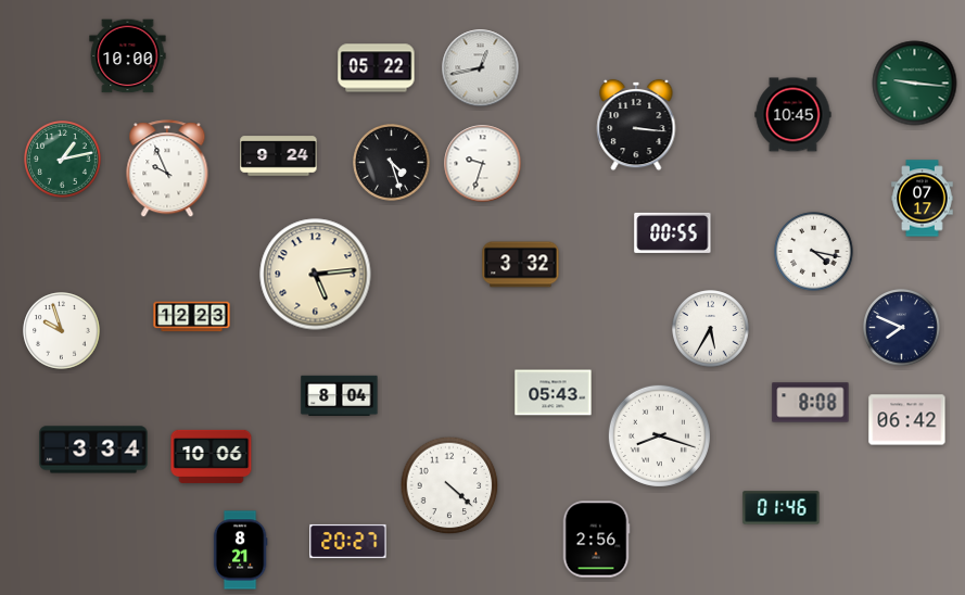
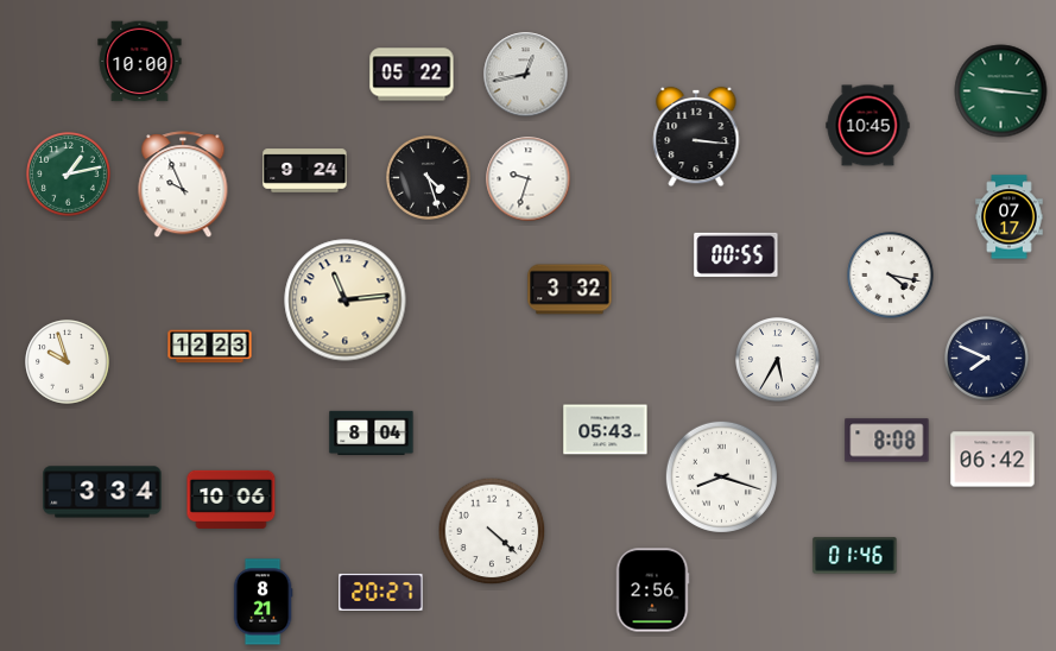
clock at (316, 275): 5:14 -> 11:14
